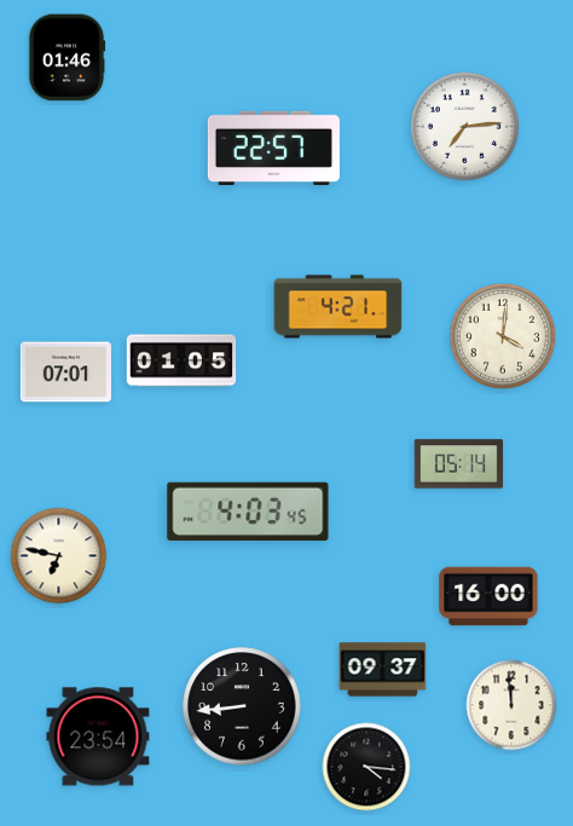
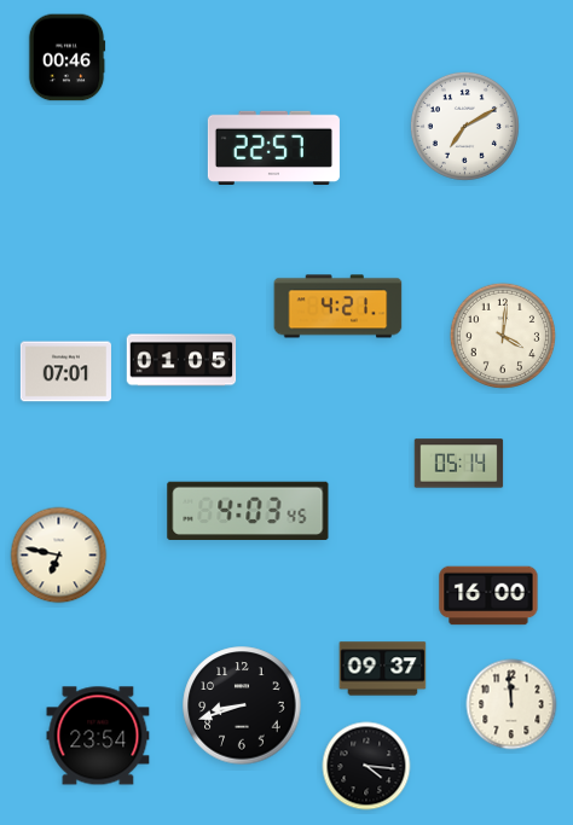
clock at (66, 58): 01:46 -> 00:46
clock at (464, 126): 7:14 -> 7:10
clock at (242, 706): 8:44 -> 8:42
